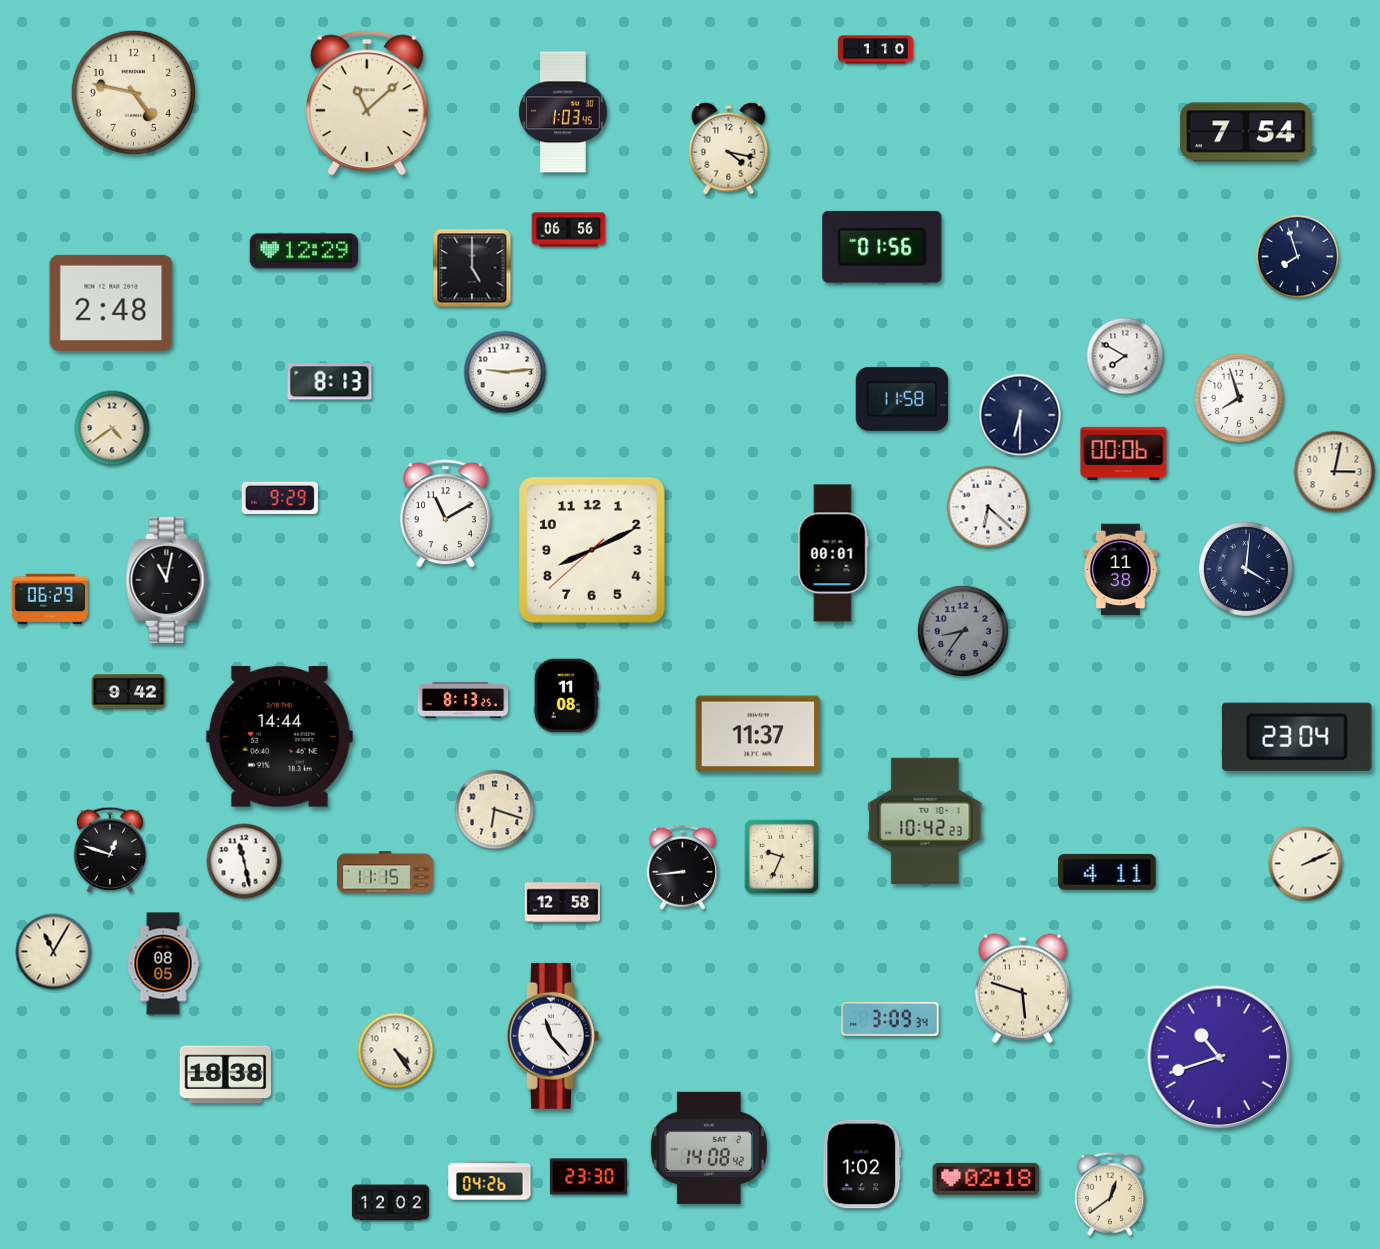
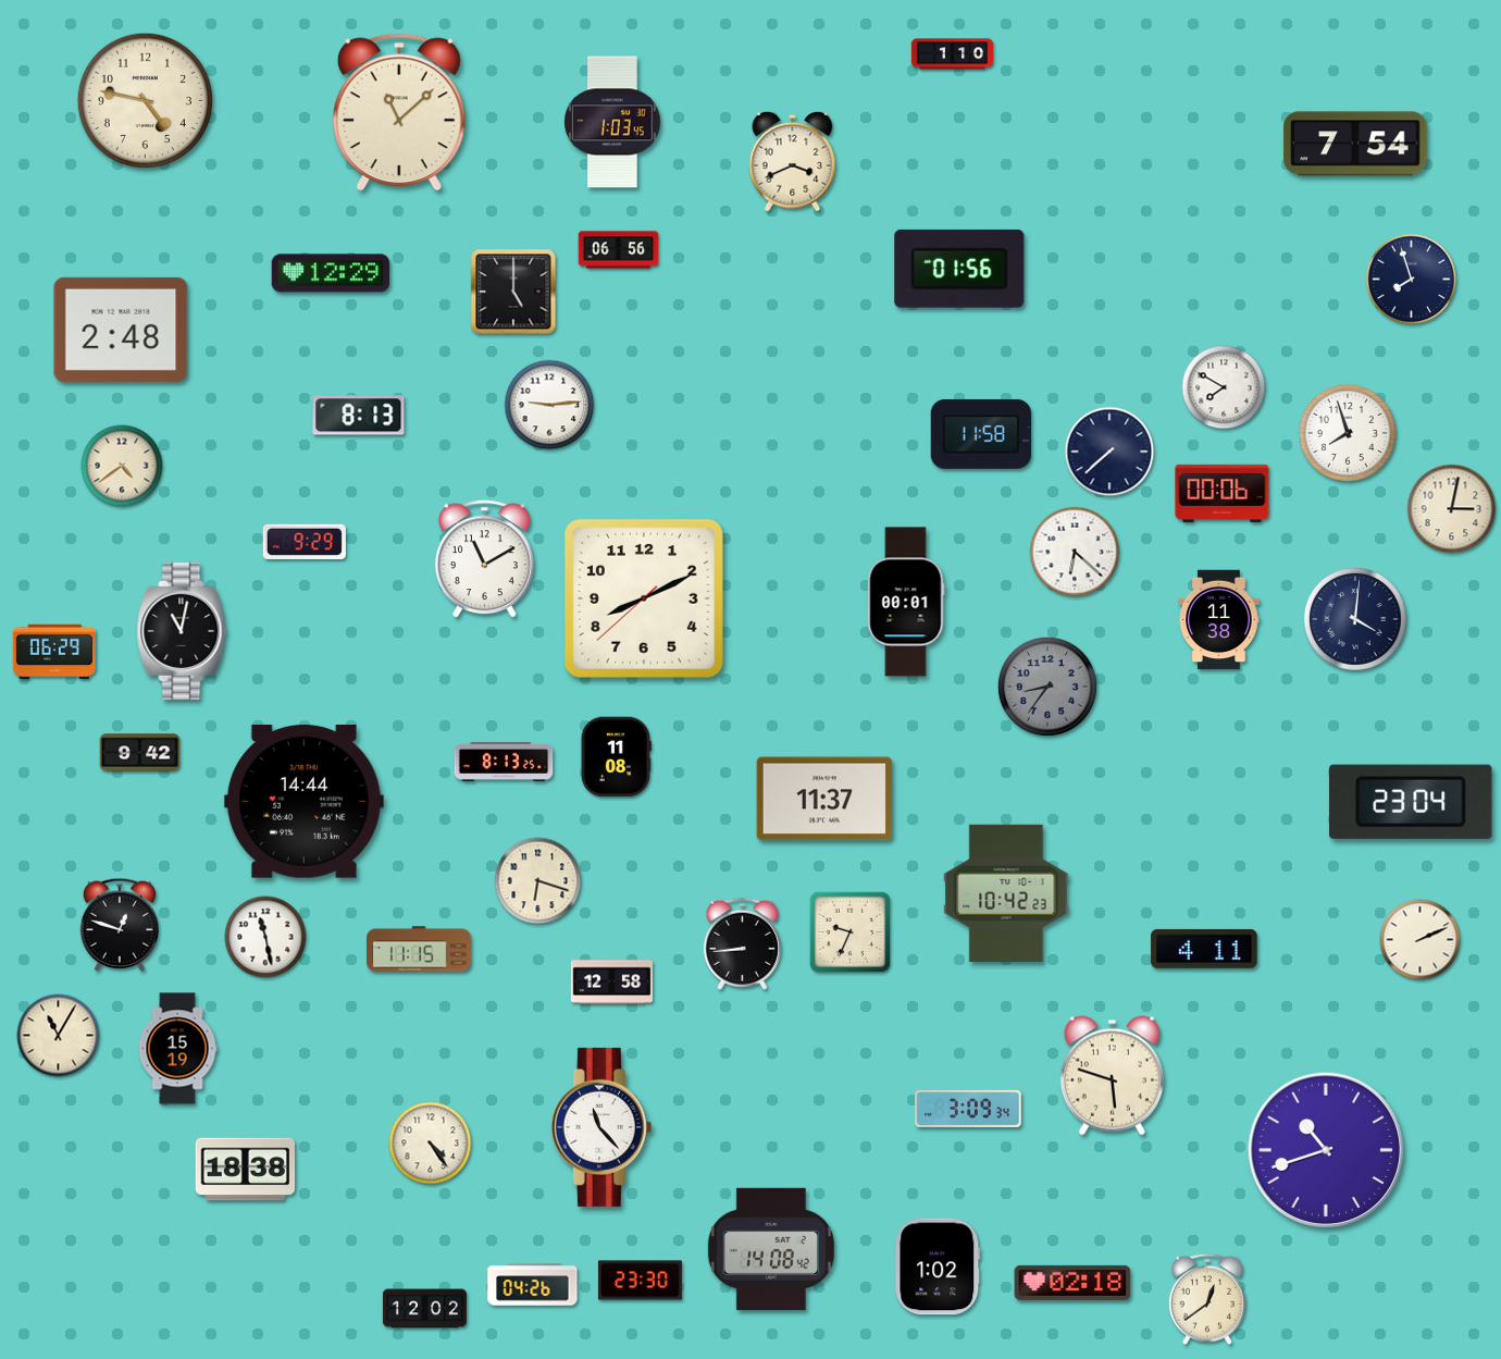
clock at (729, 148): 4:17 -> 3:41
clock at (1020, 415): 6:30 -> 7:38
clock at (1335, 472) position: (1335, 472) -> (1452, 509)
clock at (163, 964): 08:05 -> 15:19
